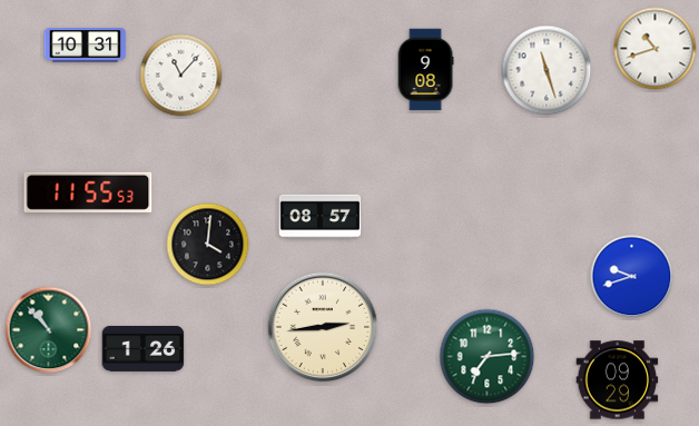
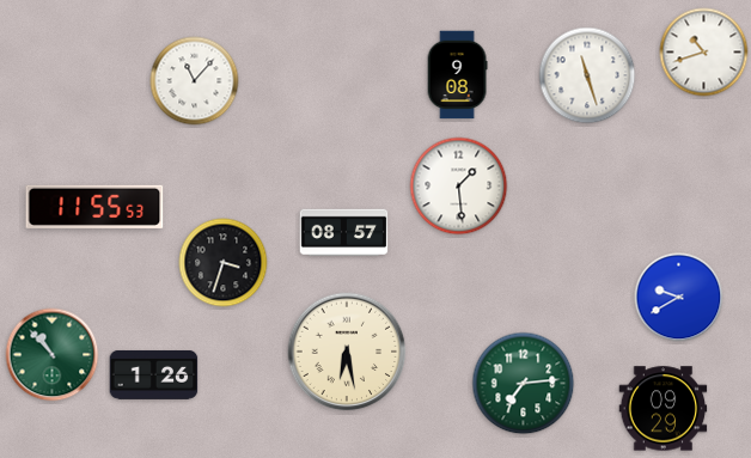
clock at (86, 46): 10:31 -> none
clock at (459, 187): none -> 1:29
clock at (208, 245): 4:01 -> 3:33
clock at (632, 277): 9:42 -> 9:40
clock at (323, 327): 2:44 -> 6:28
